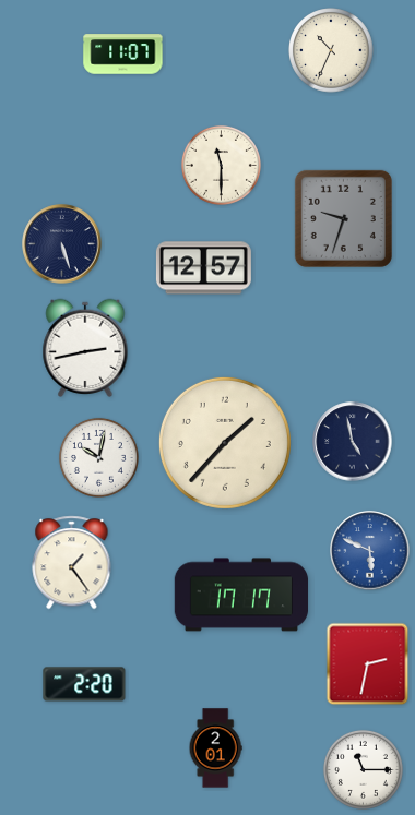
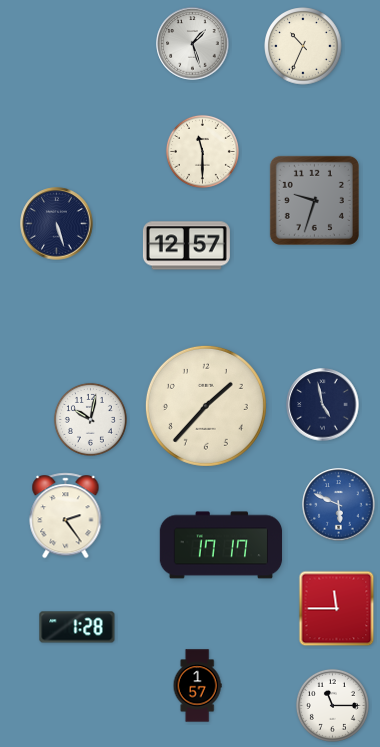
clock at (193, 44): none -> 1:27
clock at (123, 55): 11:07 -> none
clock at (85, 347): 2:43 -> none
clock at (72, 563): 1:24 -> 2:24
clock at (368, 664): 2:32 -> 11:45
clock at (84, 684): 2:20 -> 1:28
clock at (215, 748): 2:01 -> 1:57
